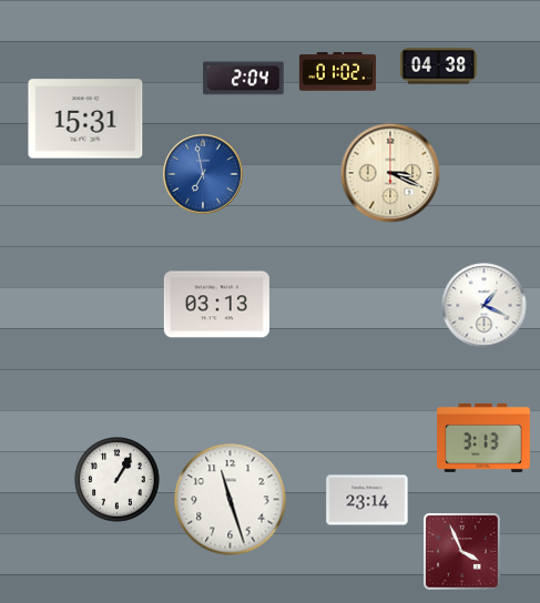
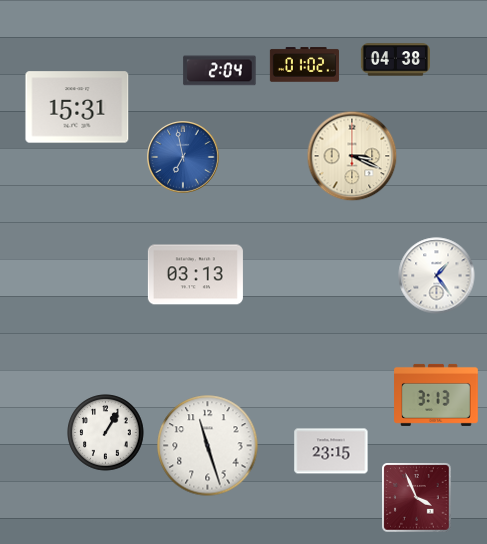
clock at (485, 306): 1:19 -> 1:24
clock at (231, 500) position: (231, 500) -> (208, 446)
clock at (367, 500): 23:14 -> 23:15
